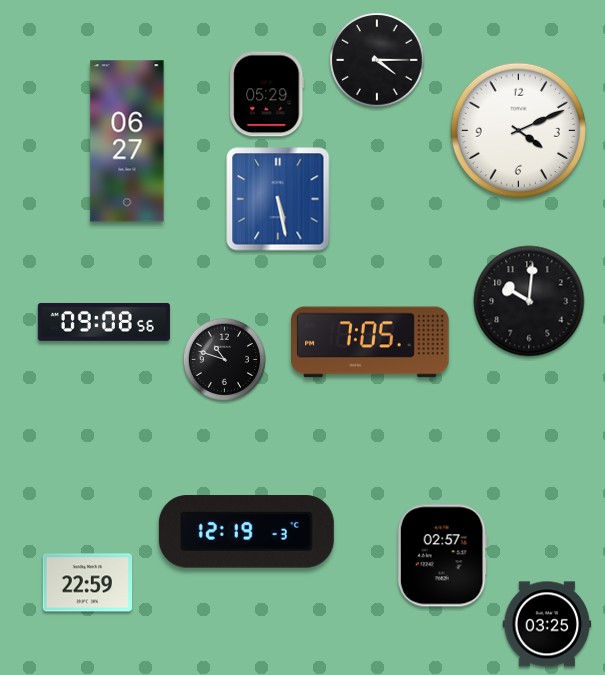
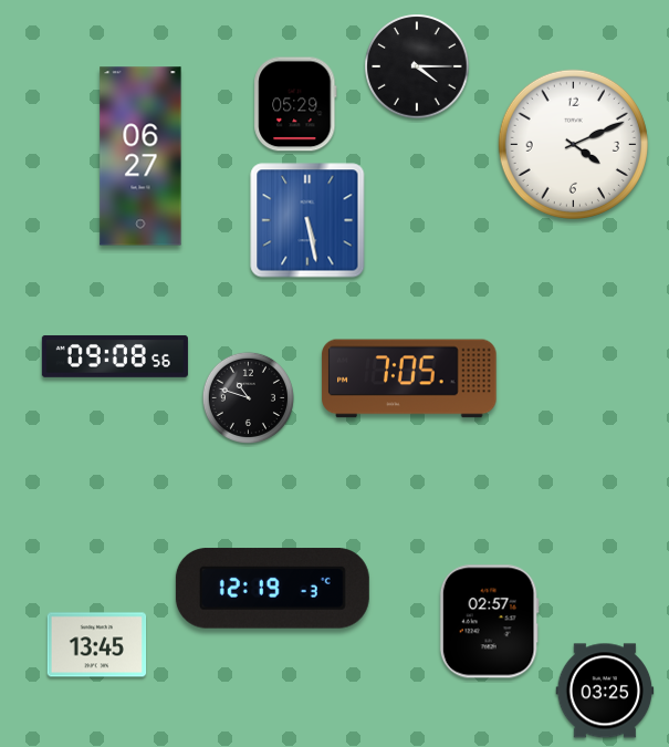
clock at (529, 301): 10:01 -> none
clock at (442, 556) position: (442, 556) -> (489, 622)
clock at (88, 583): 22:59 -> 13:45
